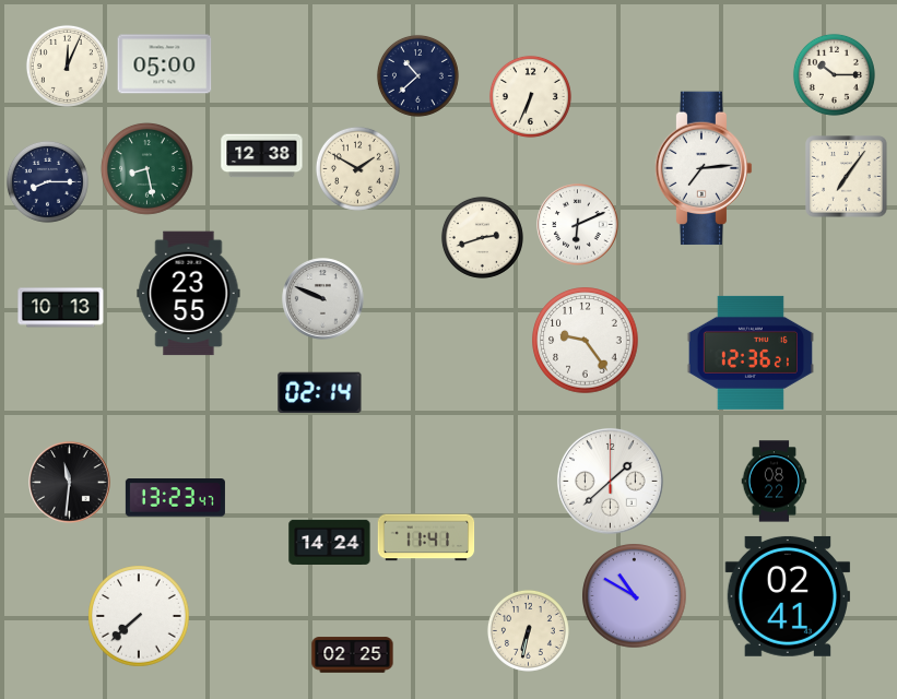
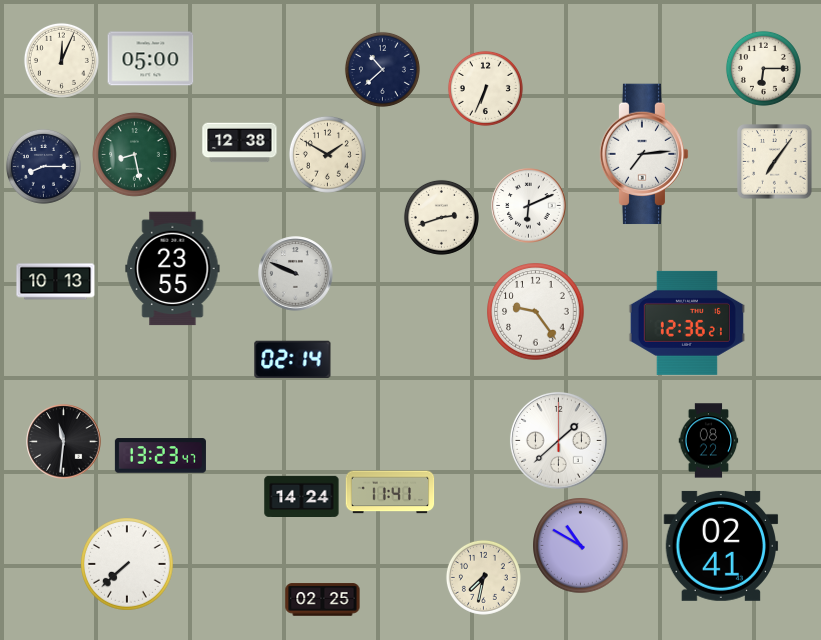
clock at (834, 74): 10:15 -> 6:15
clock at (528, 630): 6:32 -> 7:32
